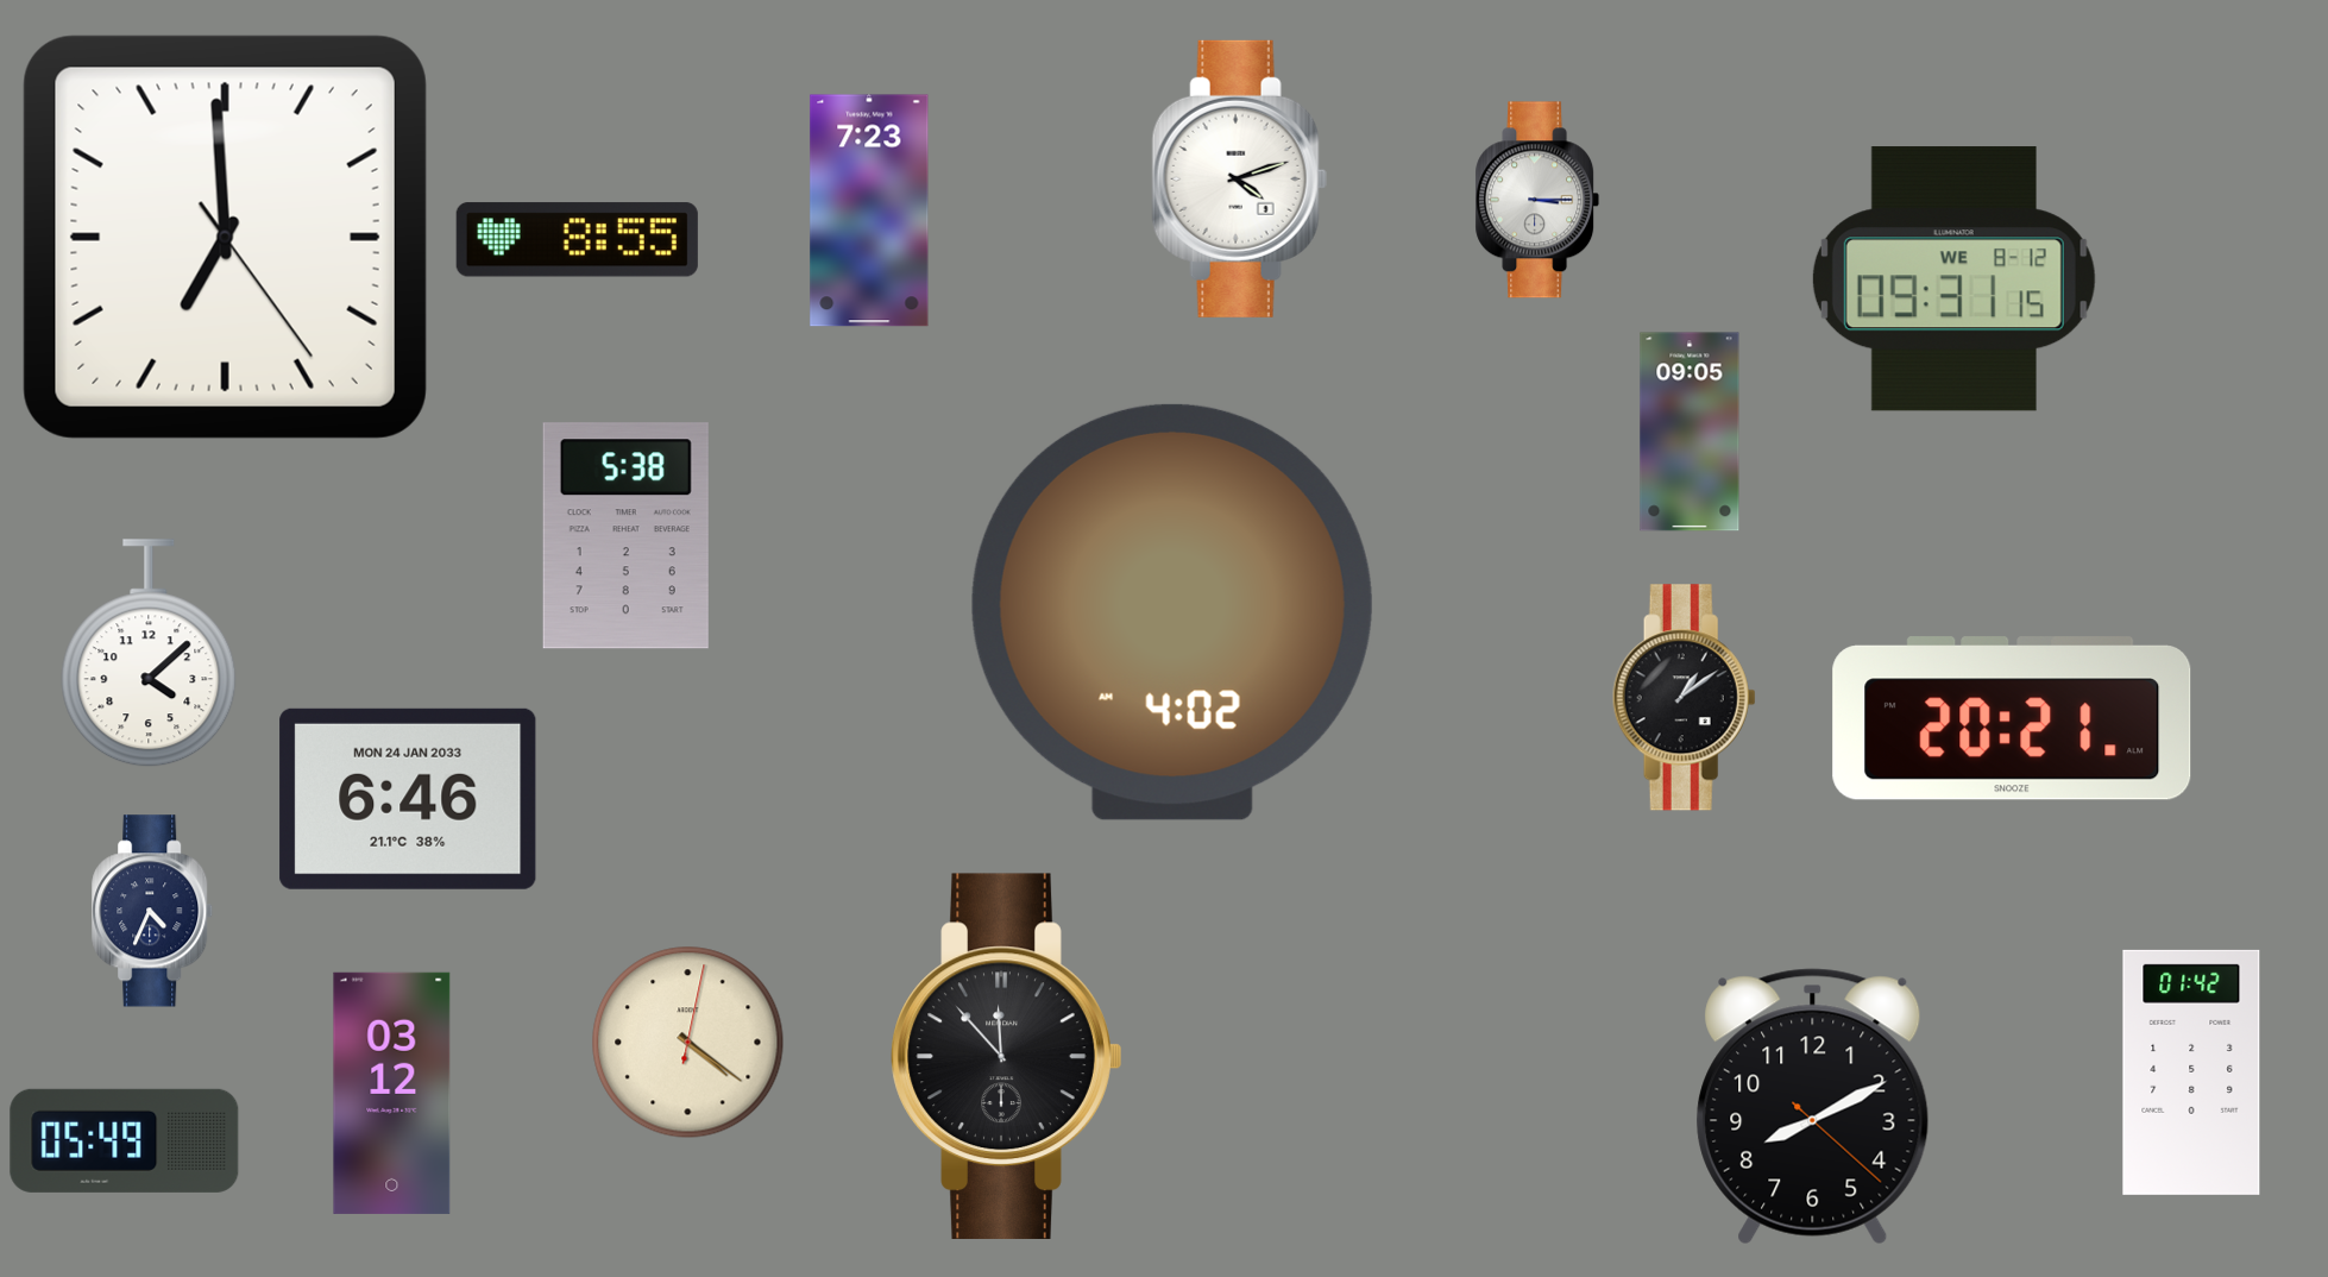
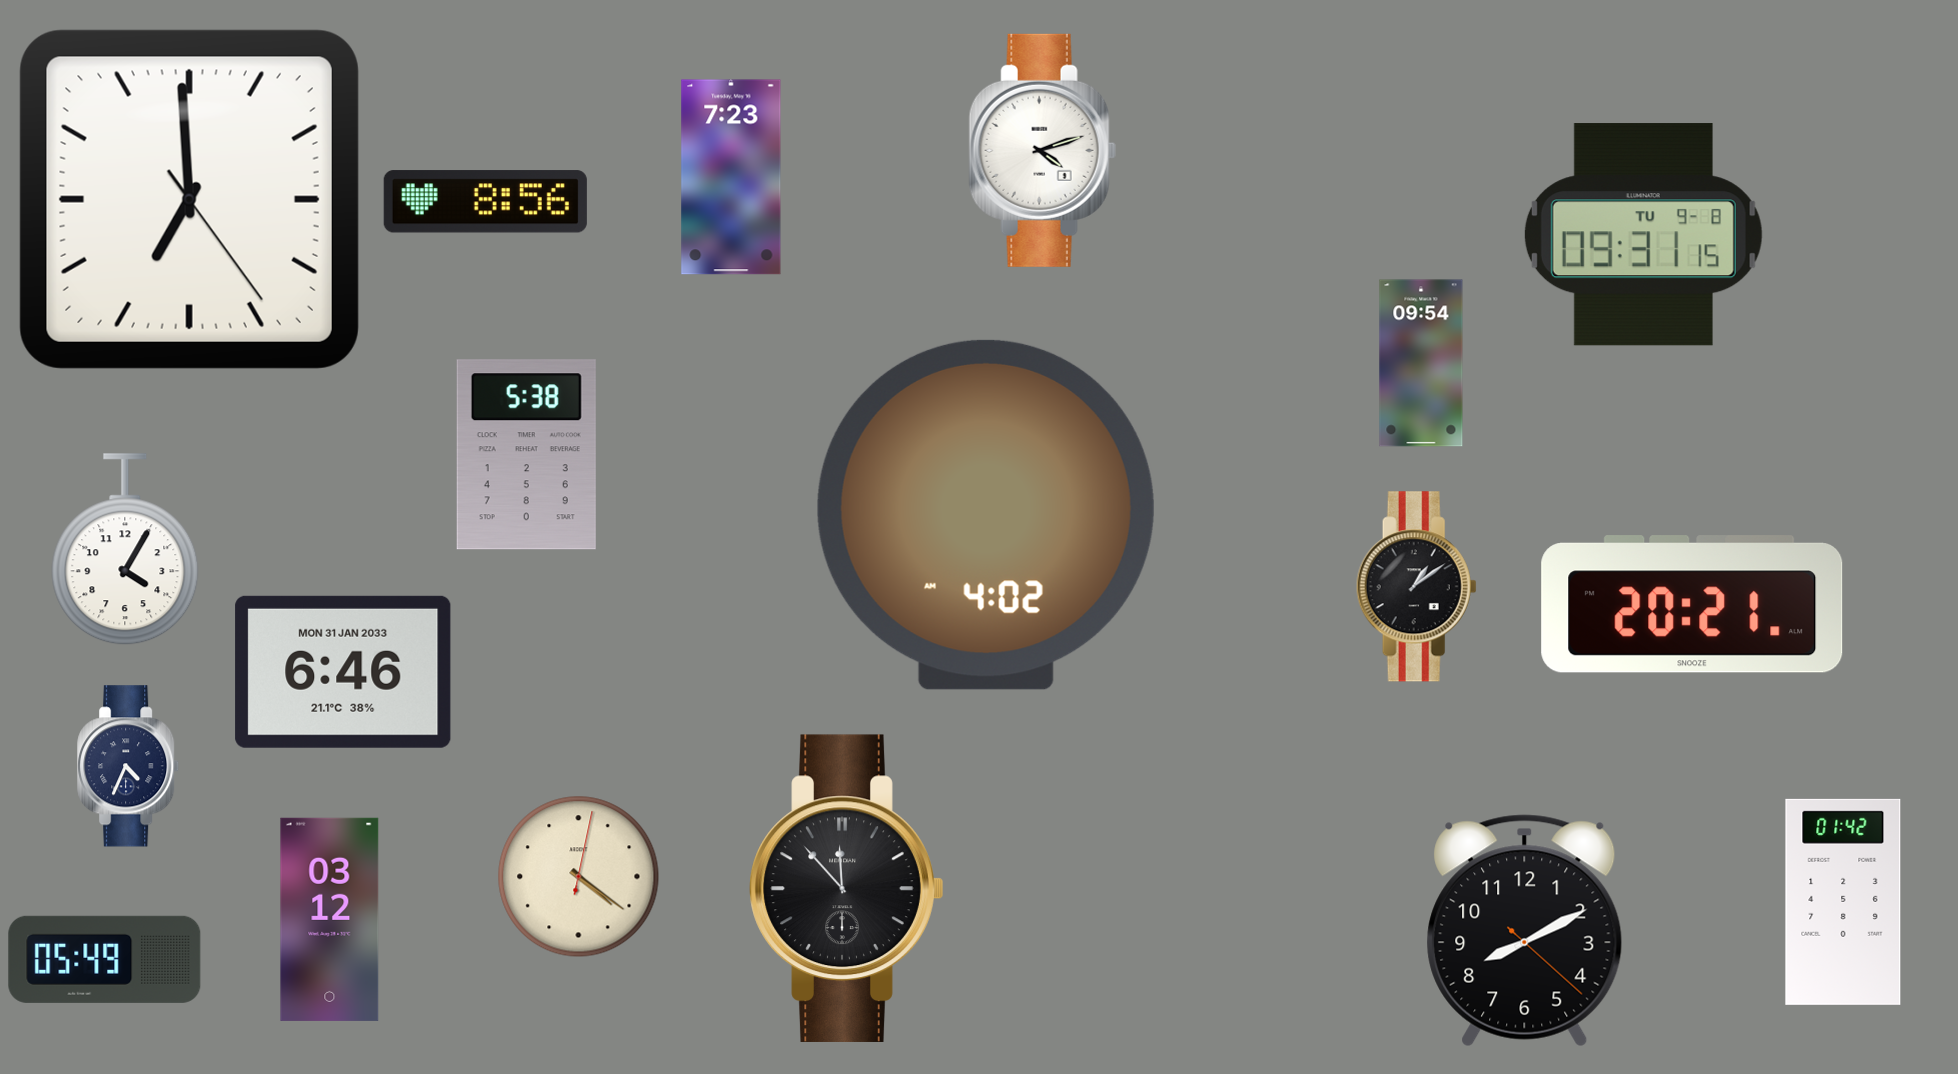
clock at (1537, 200): 3:15 -> none
clock at (577, 240): 8:55 -> 8:56
clock at (1953, 279) date: WE 8-12 -> TU 9-8
clock at (1690, 432): 09:05 -> 09:54
clock at (625, 536) position: (625, 536) -> (526, 455)
clock at (149, 654): 4:08 -> 4:05
clock at (408, 799) date: MON 24 JAN 2033 -> MON 31 JAN 2033
